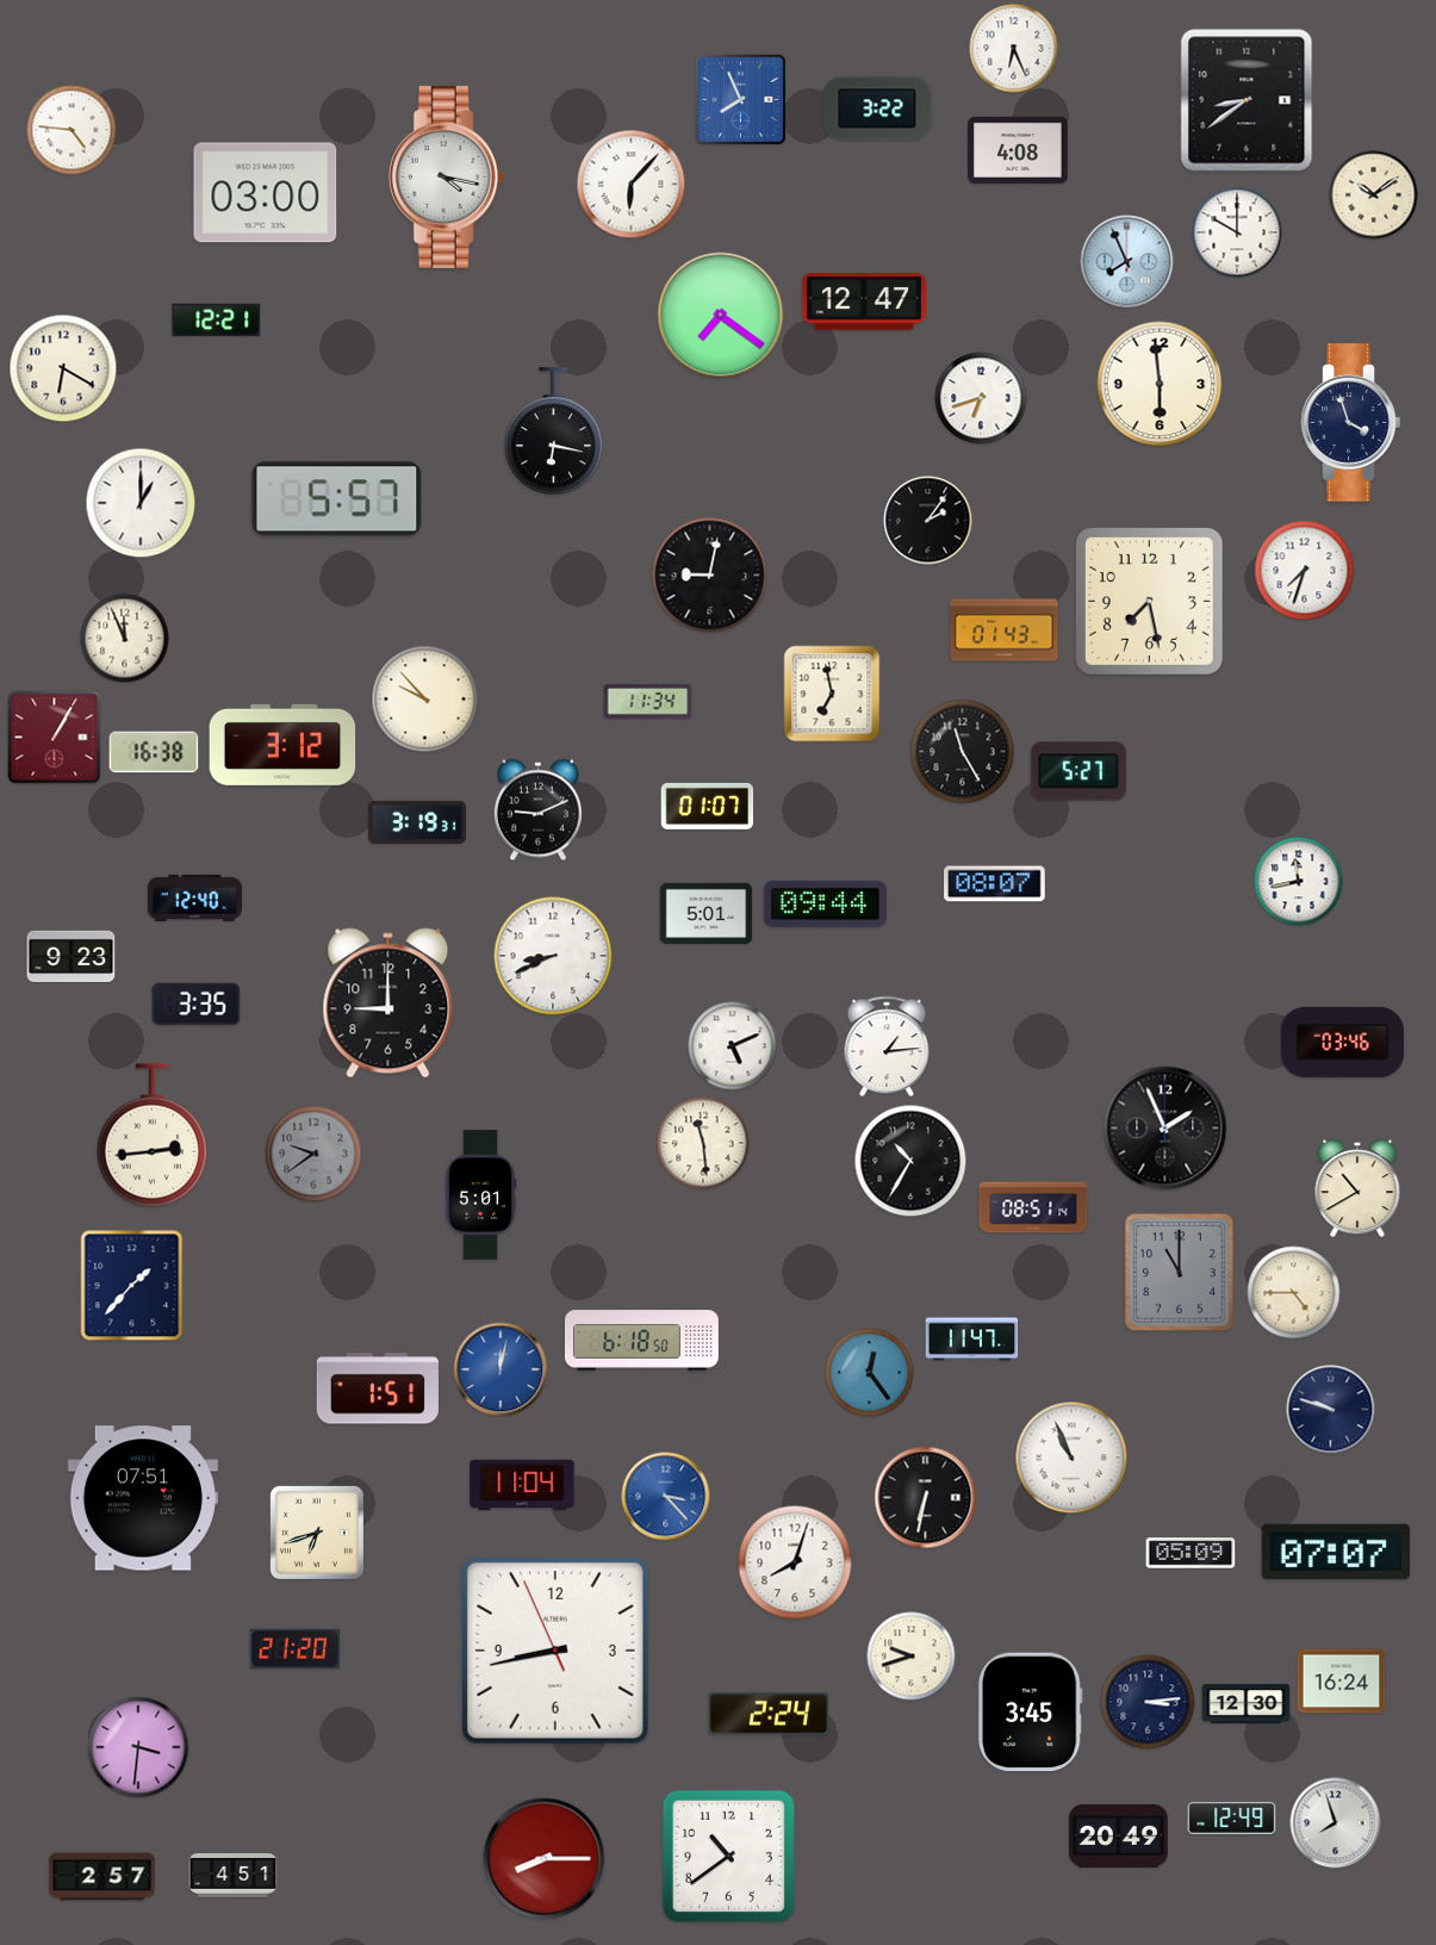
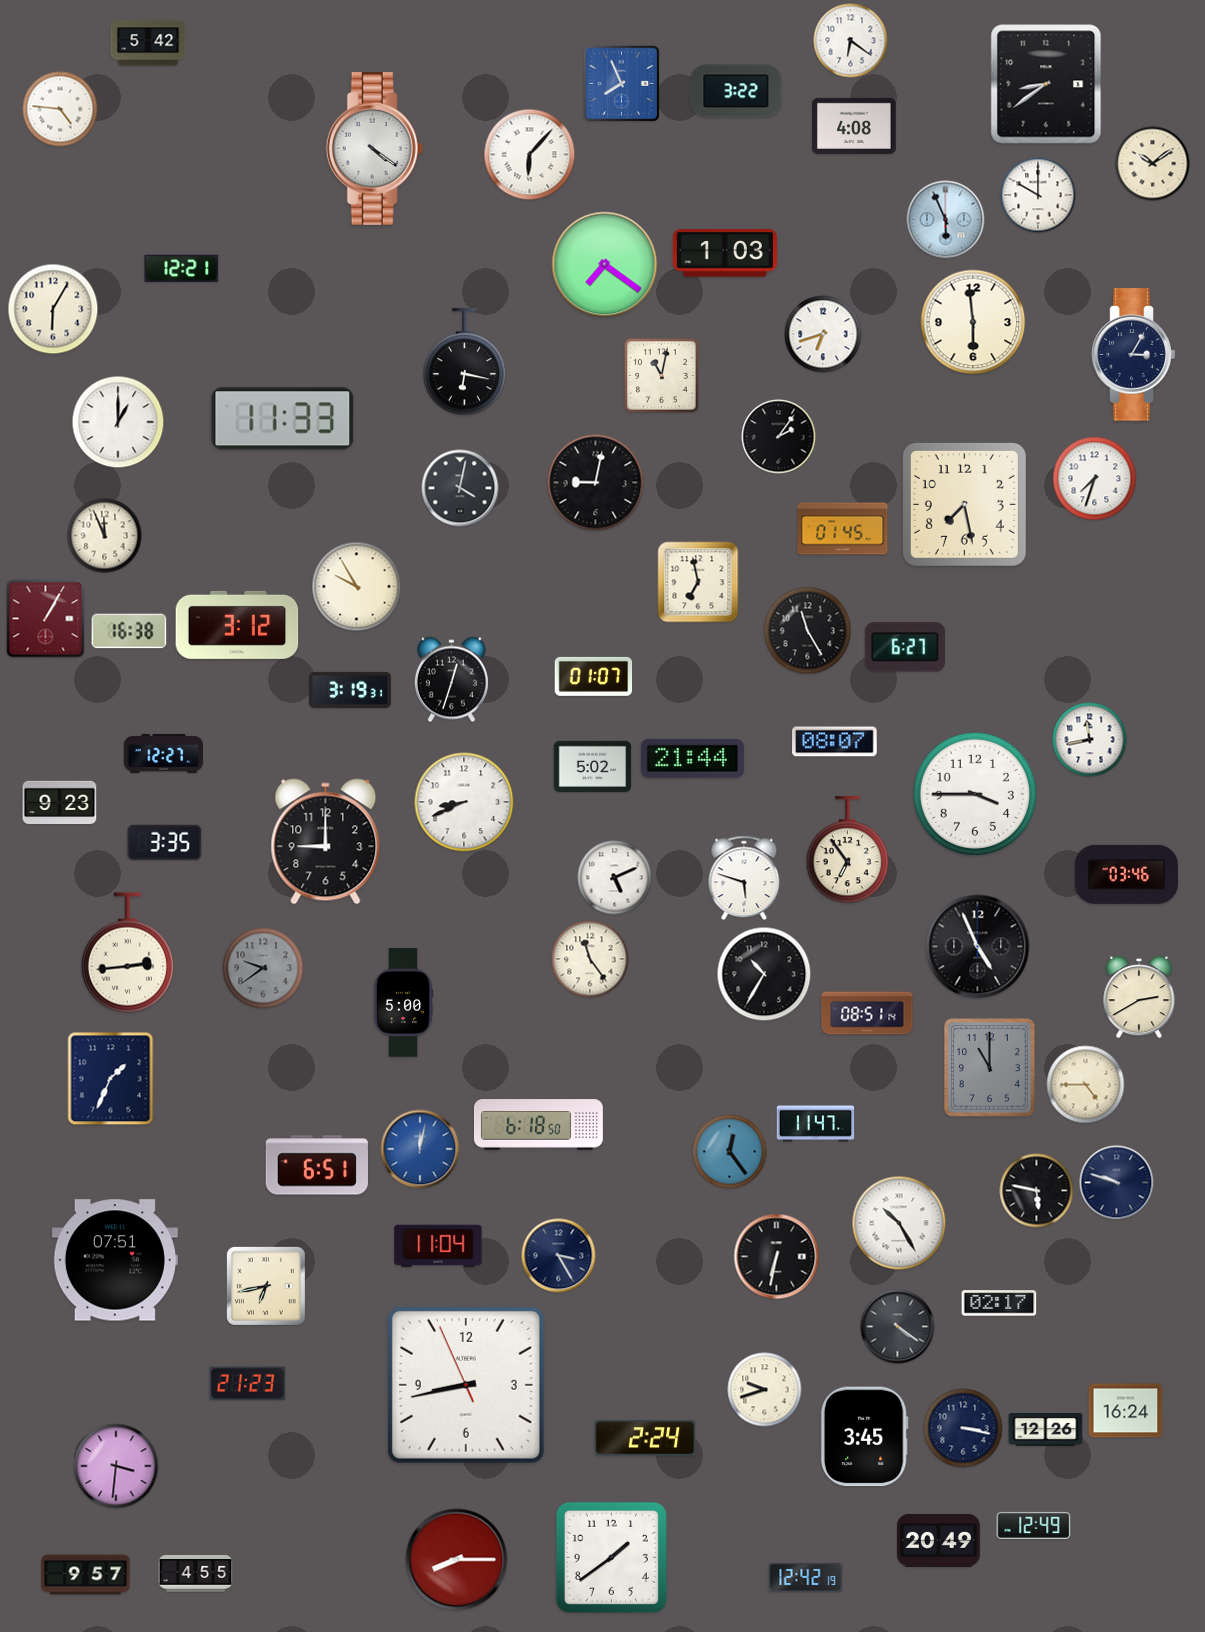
clock at (1014, 49): 6:26 -> 6:21
clock at (148, 43): none -> 5:42
clock at (446, 176): 4:17 -> 4:21
clock at (266, 193): 03:00 -> none
clock at (1127, 262): 7:56 -> 5:56
clock at (864, 302): 12:47 -> 1:03
clock at (63, 368): 6:20 -> 6:05
clock at (1351, 423): 3:57 -> 3:05
clock at (662, 376): none -> 11:02
clock at (337, 499): 5:57 -> 11:33
clock at (460, 488): none -> 4:02
clock at (1005, 630): 01:43 -> 01:45
clock at (425, 700): 9:53 -> 9:55
clock at (648, 702): 11:34 -> none
clock at (1078, 771): 5:27 -> 6:27
clock at (537, 810): 9:11 -> 12:33
clock at (194, 897): 12:40 -> 12:27
clock at (825, 903): 09:44 -> 21:44
clock at (707, 913): 5:01 -> 5:02
clock at (975, 794): none -> 3:45
clock at (848, 850): none -> 6:54
clock at (887, 1046): 1:14 -> 5:48
clock at (1165, 1129): 1:56 -> 4:56
clock at (703, 1143): 11:29 -> 11:24
clock at (1357, 1188): 10:40 -> 2:40
clock at (480, 1195): 5:01 -> 5:00
clock at (132, 1286): 1:37 -> 1:34
clock at (378, 1388): 1:51 -> 6:51
clock at (1037, 1191): none -> 5:47
clock at (1071, 1458): 10:56 -> 10:25
clock at (666, 1497): 3:23 -> 3:25
clock at (666, 1497) dial: blue -> navy
clock at (143, 1498) position: (143, 1498) -> (115, 1260)
clock at (317, 1533): 6:42 -> 6:43
clock at (1335, 1551): 07:07 -> none
clock at (1191, 1553): 05:09 -> 02:17
clock at (795, 1562): 8:03 -> none
clock at (898, 1327): none -> 4:21
clock at (296, 1649): 21:20 -> 21:23
clock at (1148, 1702): 3:14 -> 3:17
clock at (1247, 1703): 12:30 -> 12:26
clock at (1336, 1823): 7:57 -> none
clock at (728, 1856): 10:39 -> 1:39
clock at (234, 1876): 4:51 -> 4:55
clock at (102, 1877): 2:57 -> 9:57
clock at (806, 1577): none -> 12:42
